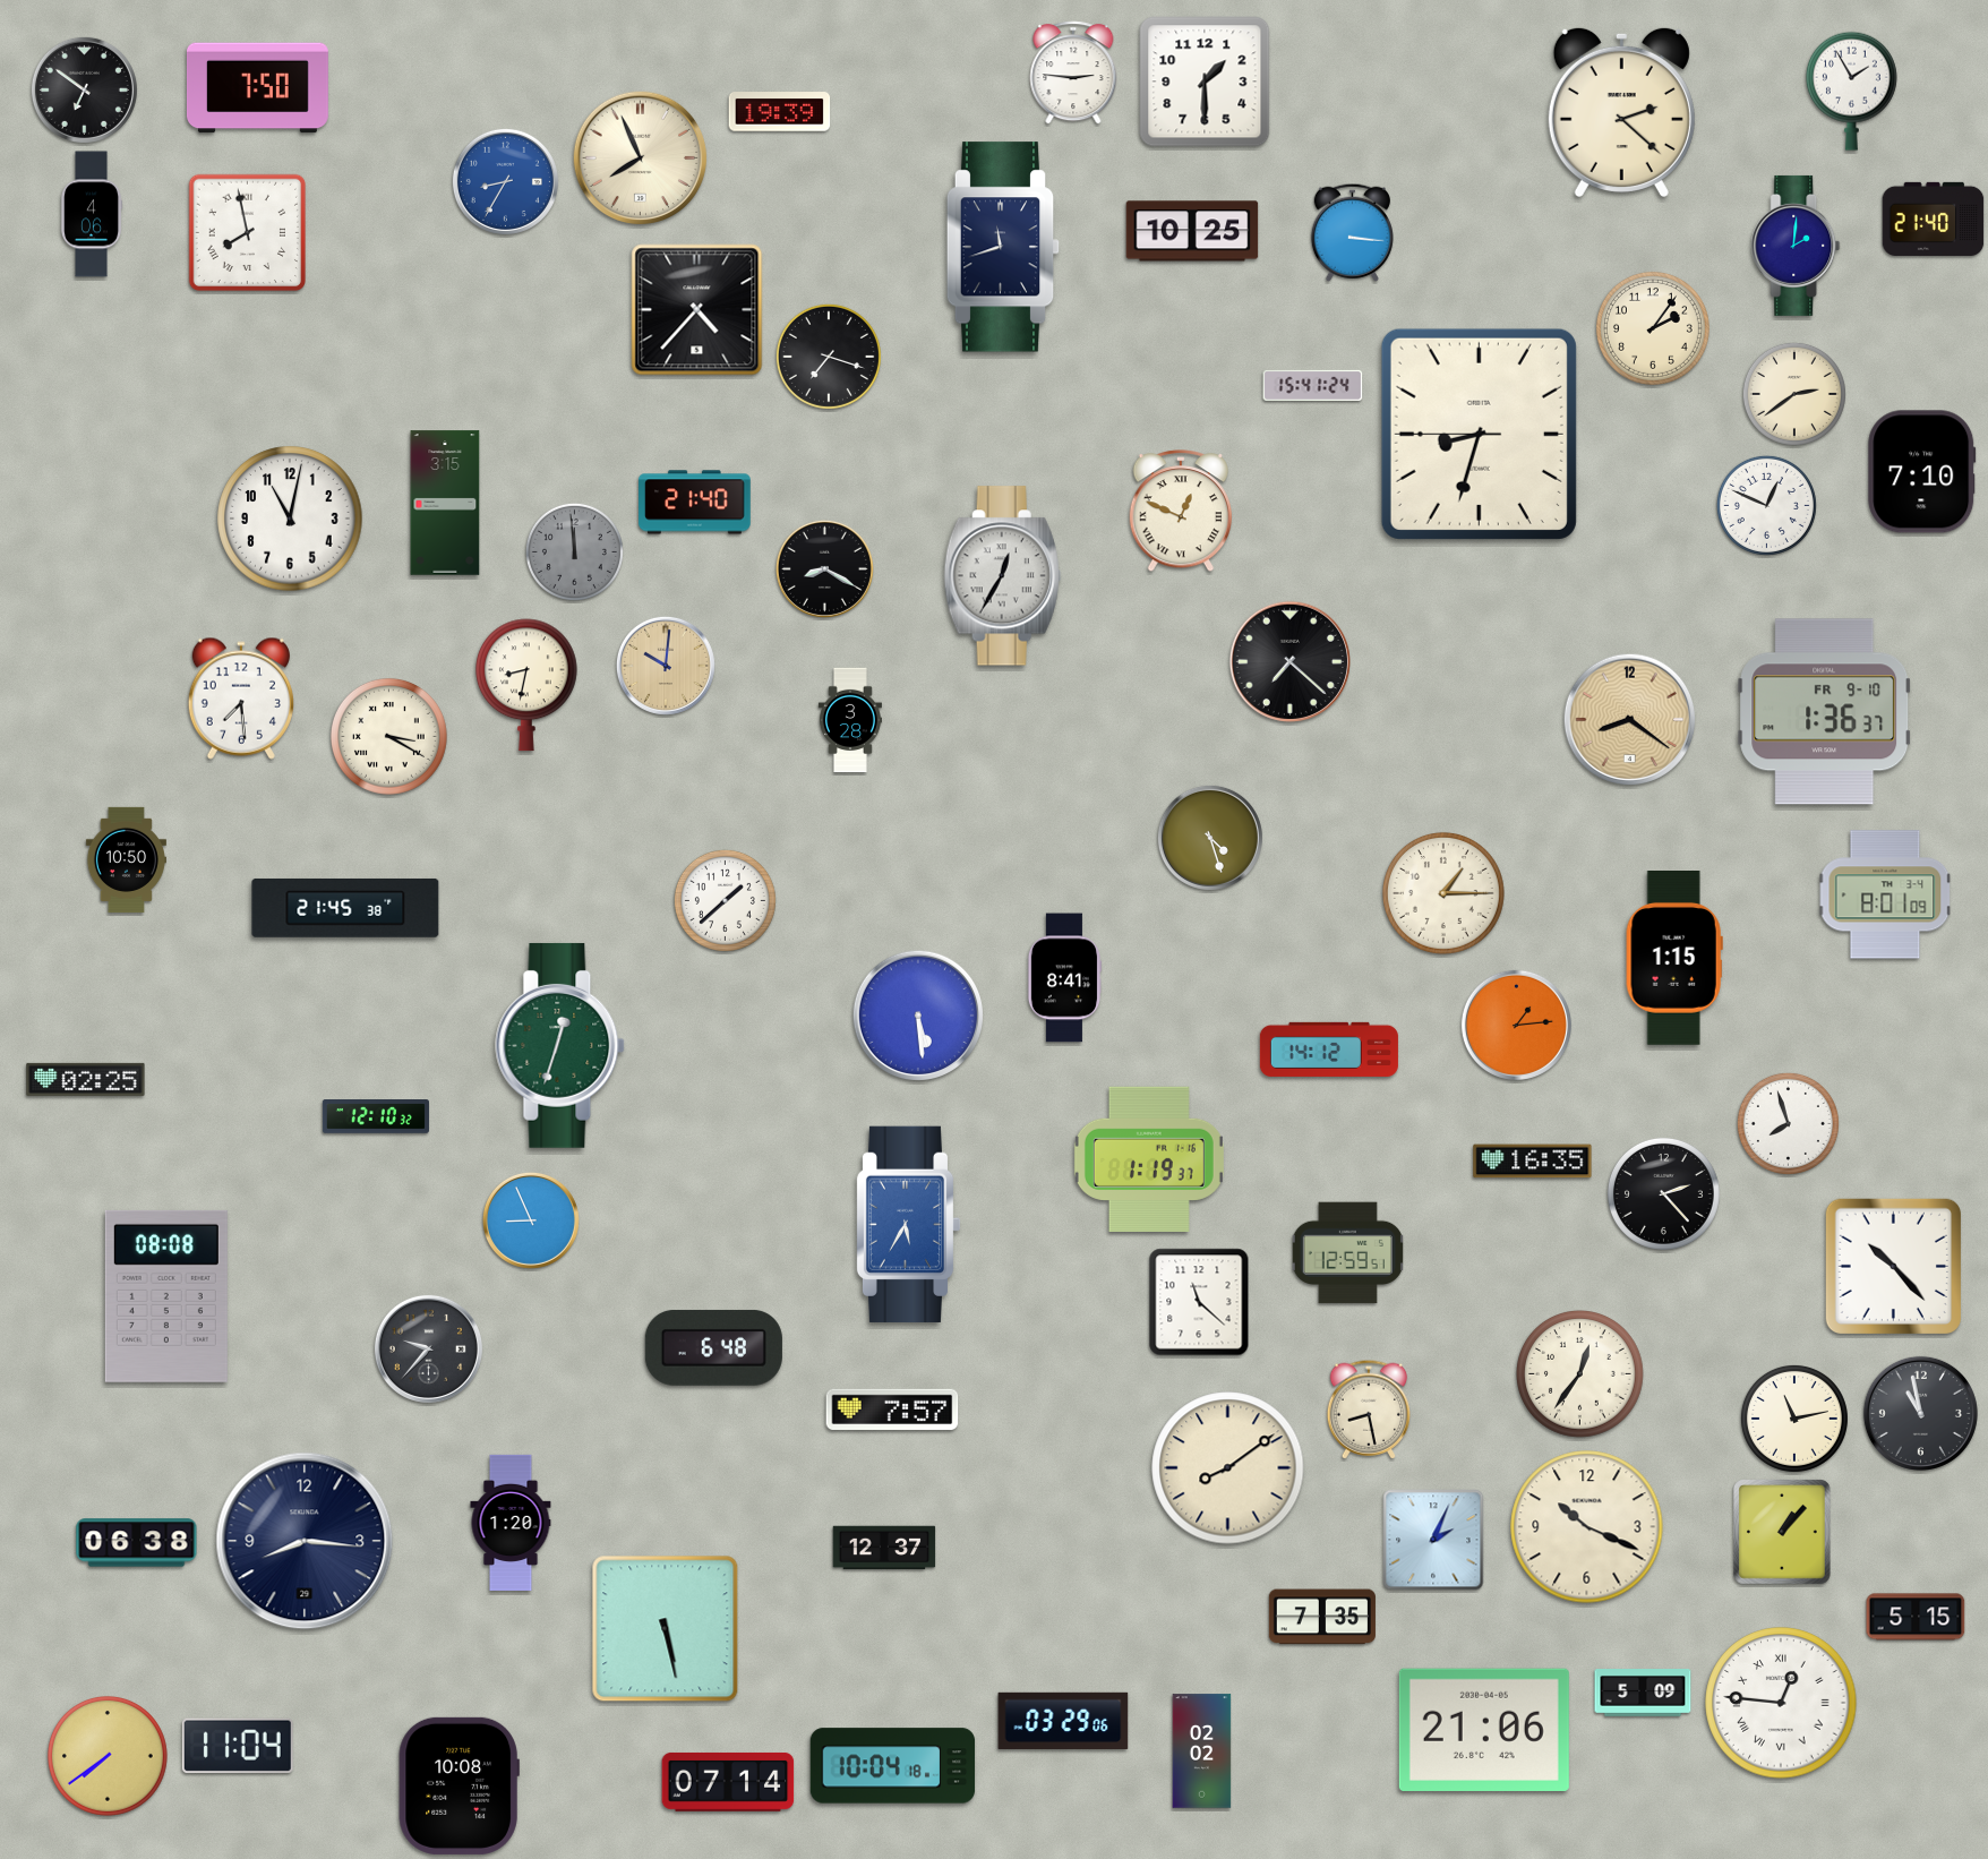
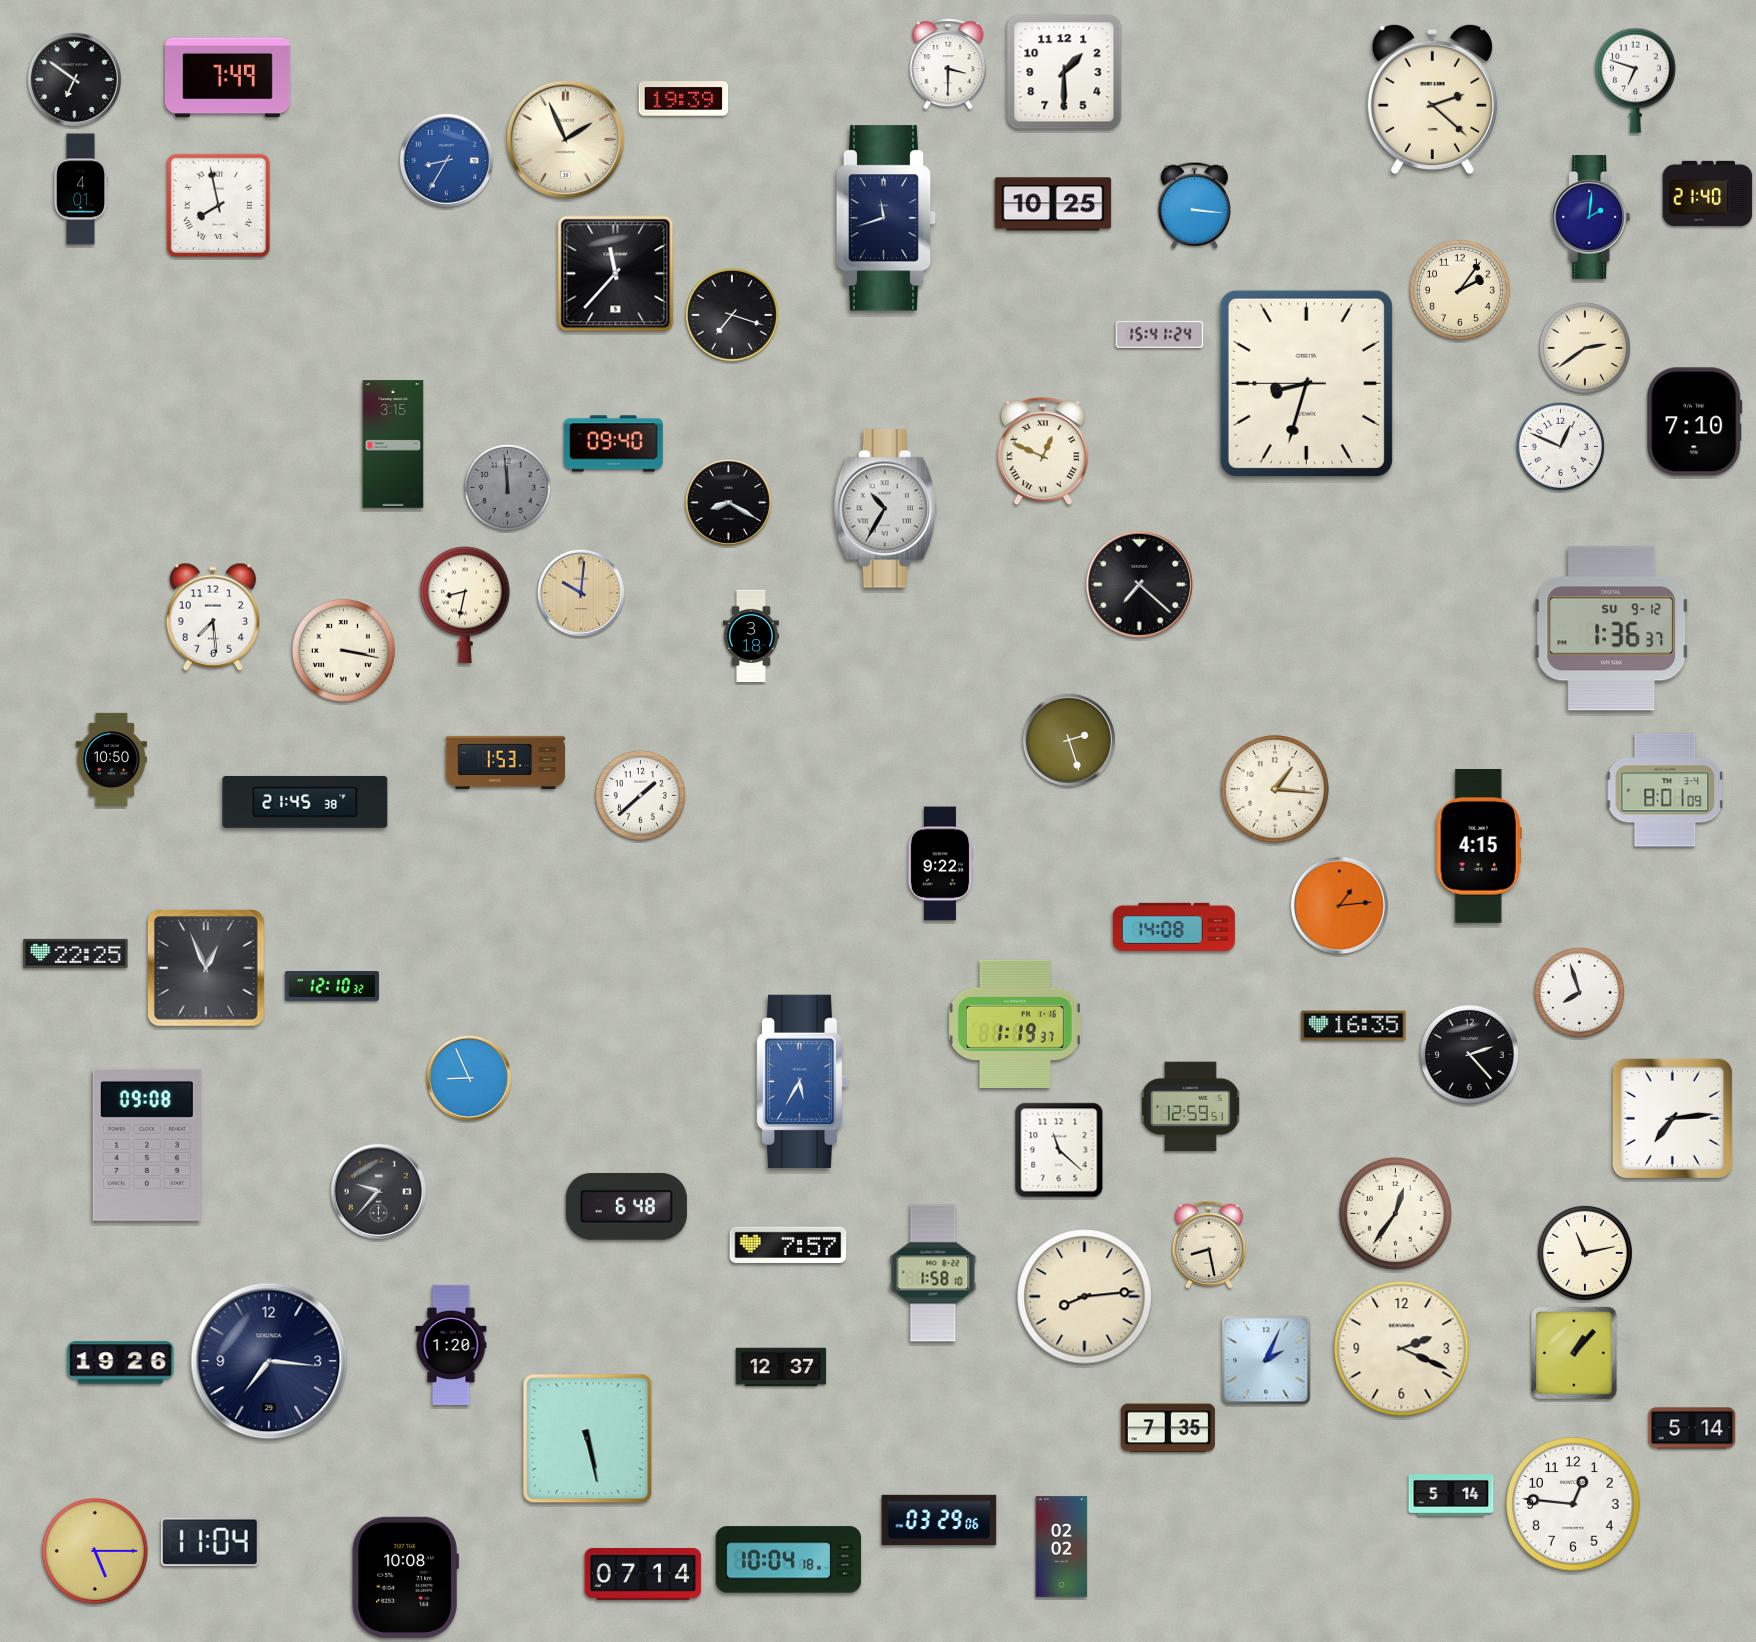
clock at (1073, 72): 2:46 -> 3:30
clock at (257, 88): 7:50 -> 7:49
clock at (1851, 91): 1:55 -> 6:48
clock at (780, 112) position: (780, 112) -> (684, 99)
clock at (641, 159): 7:56 -> 1:56
clock at (93, 214): 4:06 -> 4:01
clock at (1796, 246) position: (1796, 246) -> (1591, 217)
clock at (697, 310): 4:37 -> 11:37
clock at (1313, 385) position: (1313, 385) -> (1160, 334)
clock at (1922, 472) position: (1922, 472) -> (1695, 422)
clock at (695, 503): 21:40 -> 09:40
clock at (290, 519): 11:02 -> none
clock at (1002, 576): 12:35 -> 10:35
clock at (666, 666) position: (666, 666) -> (581, 593)
clock at (1825, 712) date: FR 9-10 -> SU 9-12
clock at (850, 720): 3:28 -> 3:18
clock at (1630, 720): 8:21 -> none
clock at (388, 736): 3:20 -> 3:17
clock at (1210, 838): 4:27 -> 2:27
clock at (506, 762): none -> 1:53
clock at (1443, 893): 1:15 -> 1:16
clock at (1674, 959): 1:15 -> 4:15
clock at (1063, 978): 8:41 -> 9:22
clock at (918, 1016): 5:29 -> none
clock at (560, 1045): 12:33 -> none
clock at (1329, 1050): 14:12 -> 14:08
clock at (86, 1079): 02:25 -> 22:25
clock at (206, 968): none -> 12:56
clock at (1893, 1266): 10:23 -> 7:14
clock at (166, 1296): 08:08 -> 09:08
clock at (713, 1347) position: (713, 1347) -> (626, 1206)
clock at (1920, 1413): 10:58 -> none
clock at (933, 1273): none -> 1:58
clock at (1228, 1468): 8:09 -> 8:14
clock at (1587, 1527): 10:19 -> 2:19
clock at (305, 1541): 8:16 -> 7:16
clock at (137, 1543): 06:38 -> 19:26
clock at (1916, 1617): 5:15 -> 5:14
clock at (1643, 1693): 5:09 -> 5:14
clock at (1781, 1703) numerals: Roman -> Arabic
clock at (1484, 1730): 21:06 -> none
clock at (108, 1756): 7:39 -> 5:15
